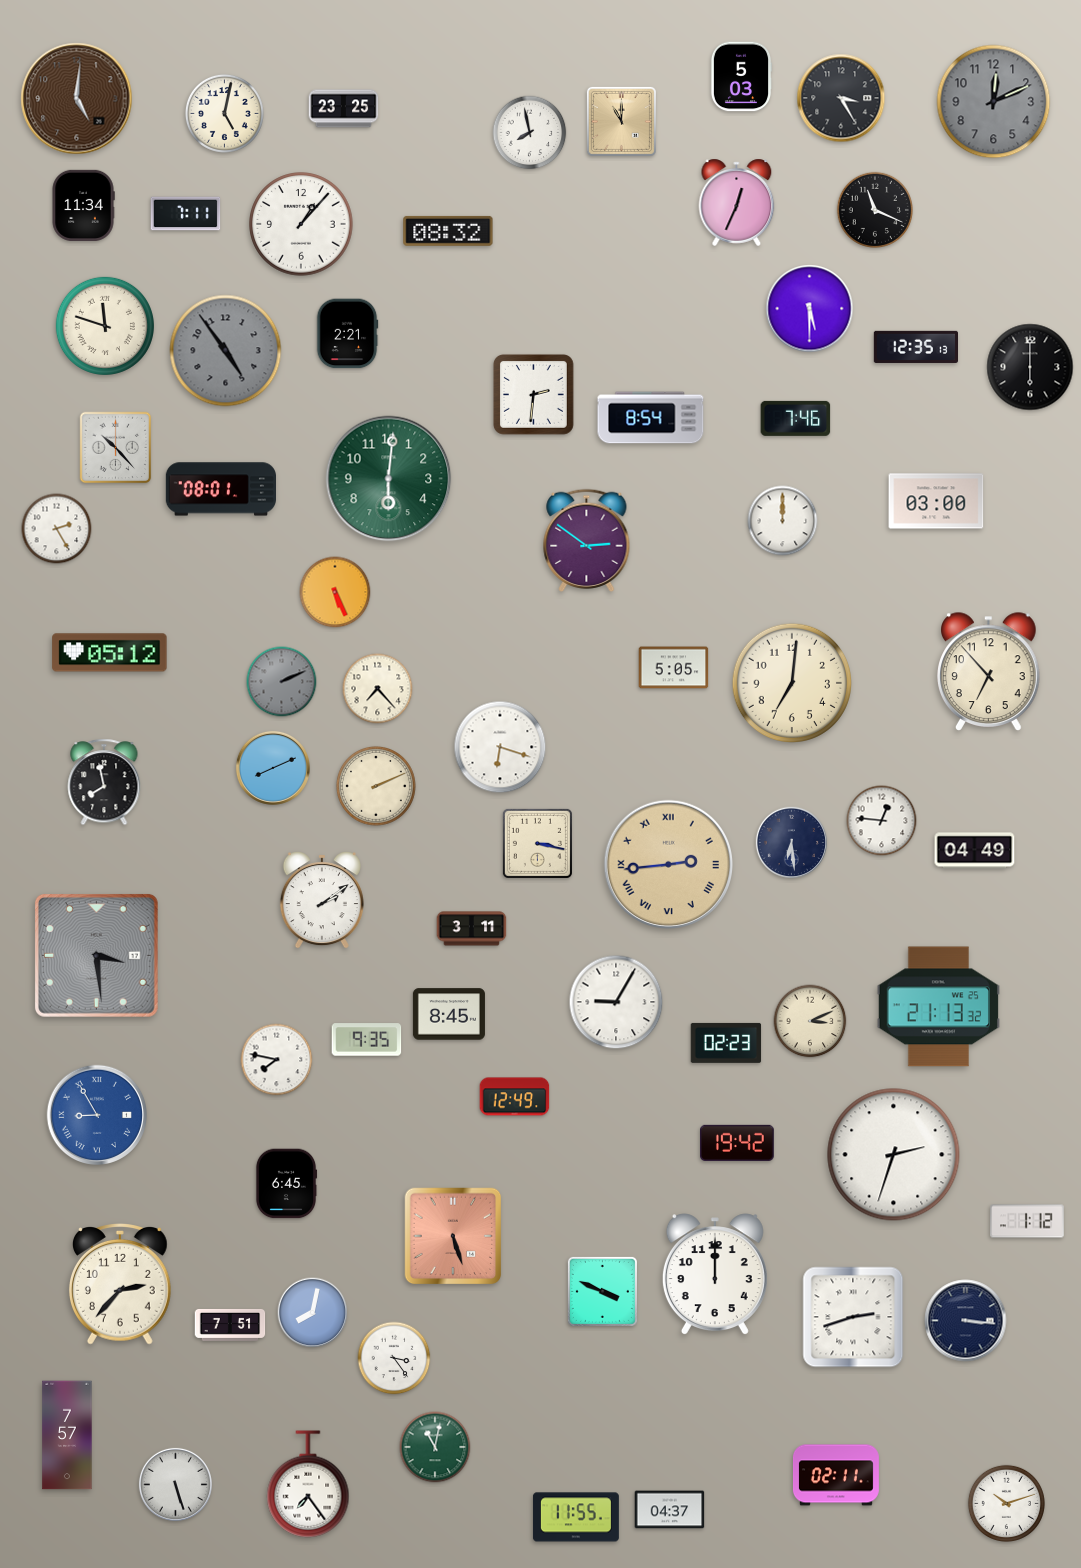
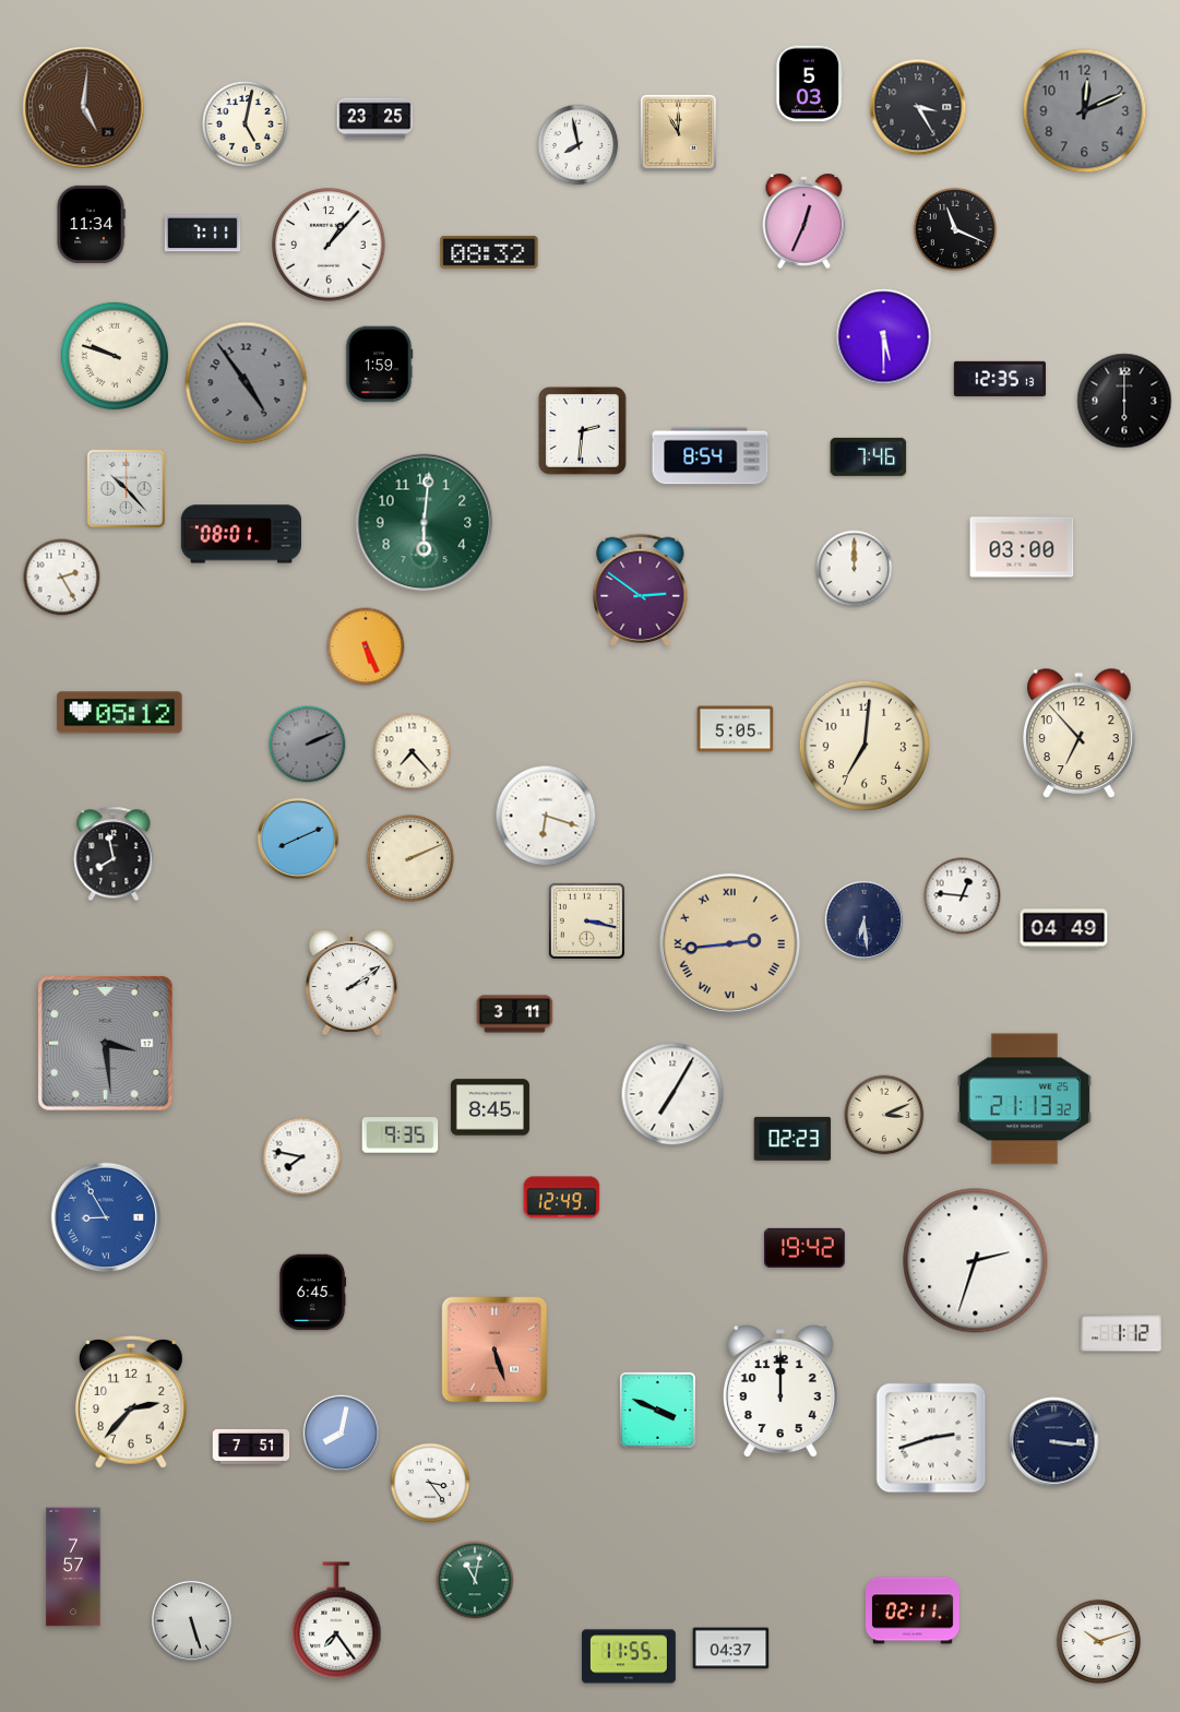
clock at (105, 326): 11:48 -> 9:48
clock at (347, 334): 2:21 -> 1:59
clock at (616, 1002): 9:05 -> 7:05
